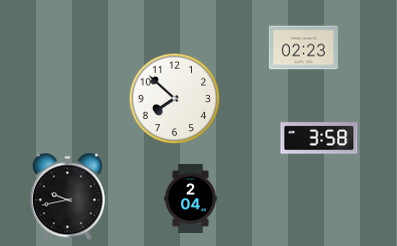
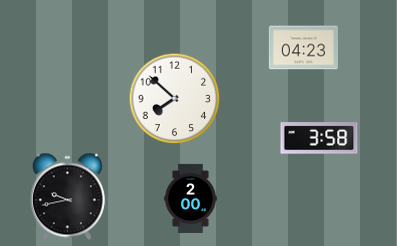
clock at (303, 48): 02:23 -> 04:23
clock at (191, 198): 2:04 -> 2:00
